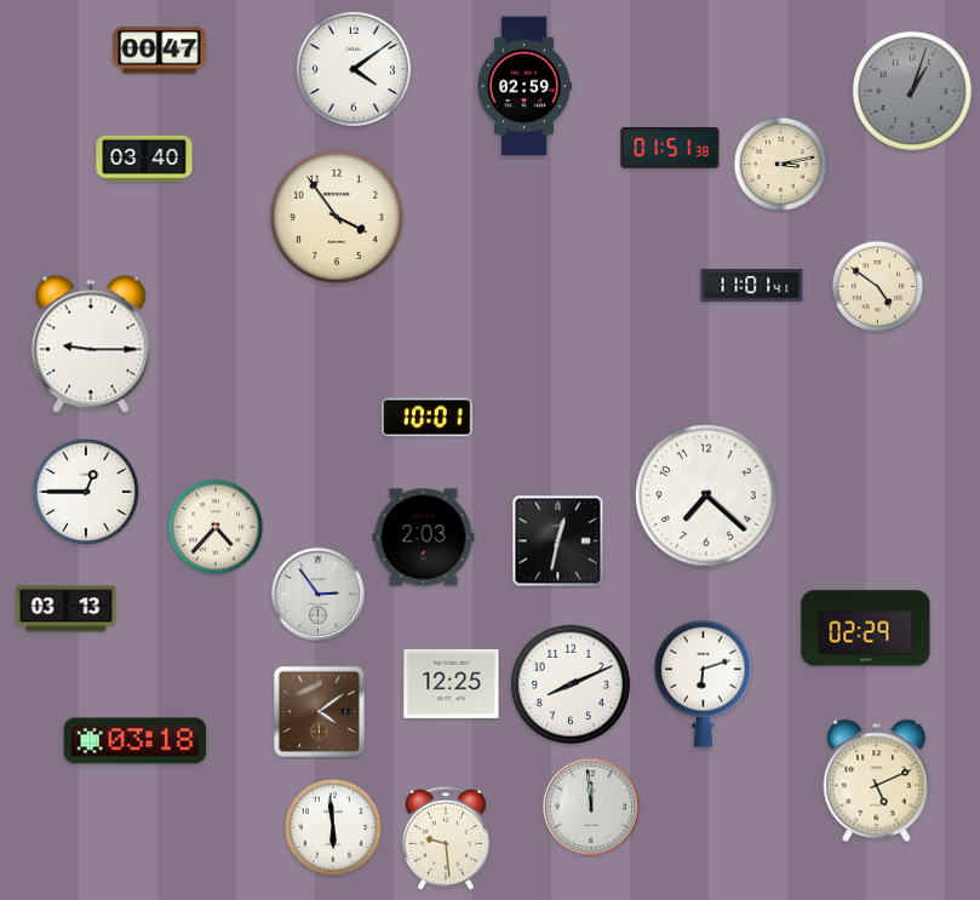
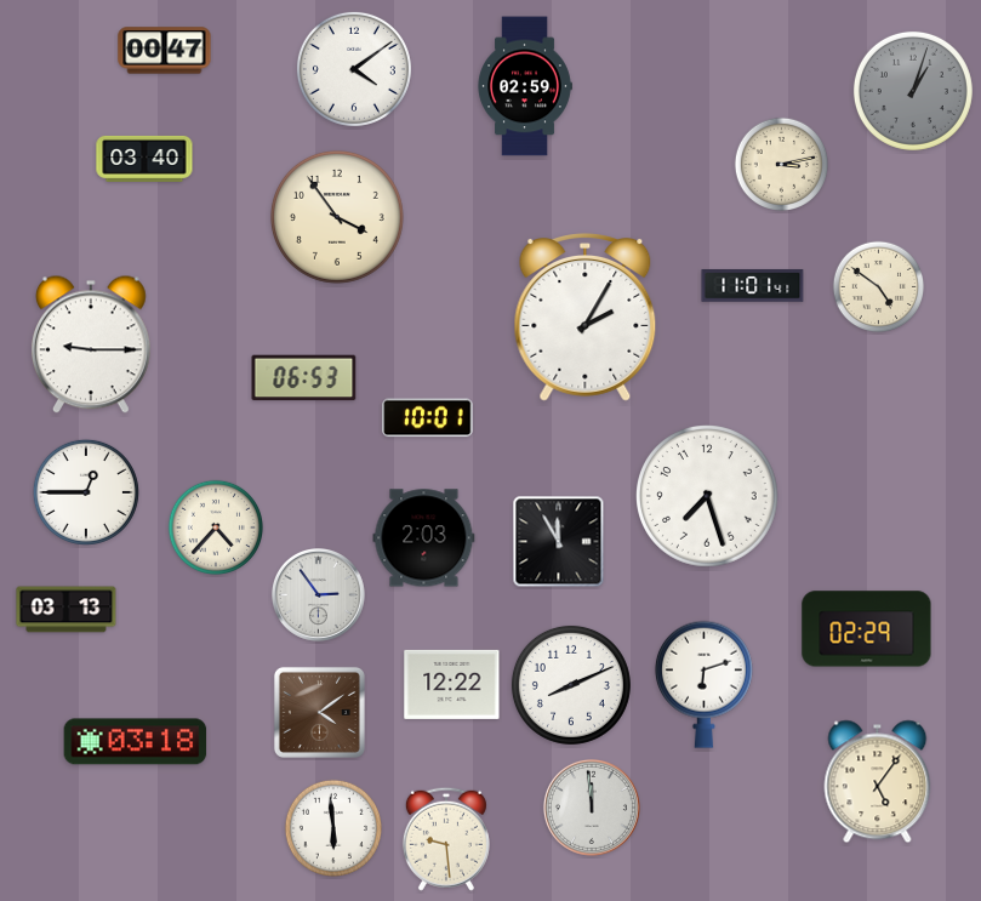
clock at (160, 51) position: (160, 51) -> (165, 51)
clock at (670, 148): 01:51 -> none
clock at (586, 318): none -> 2:05
clock at (304, 378): none -> 06:53
clock at (707, 497): 7:22 -> 7:27
clock at (558, 541): 12:32 -> 11:55
clock at (452, 683): 12:25 -> 12:22
clock at (877, 781): 5:11 -> 5:06
